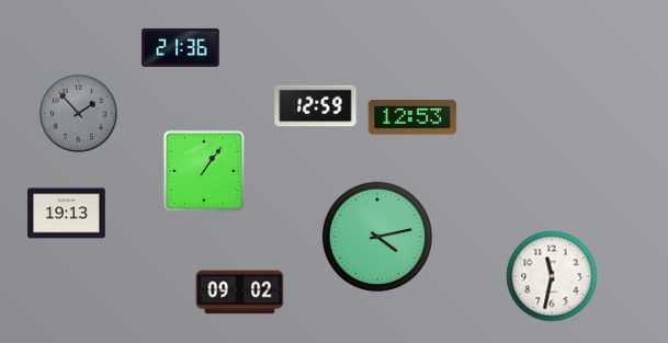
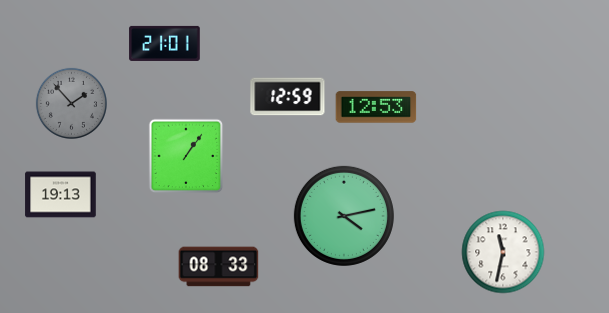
clock at (181, 47): 21:36 -> 21:01
clock at (240, 293): 09:02 -> 08:33
